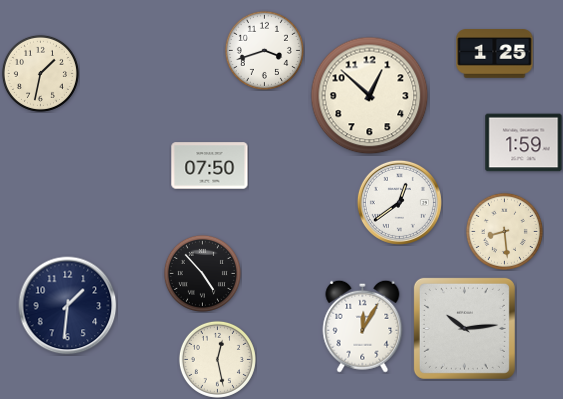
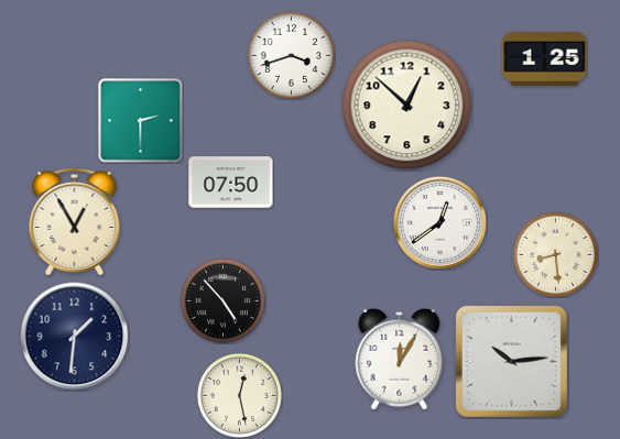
clock at (40, 73): 1:32 -> none
clock at (141, 121): none -> 2:30
clock at (524, 143): 1:59 -> none
clock at (75, 222): none -> 12:55
